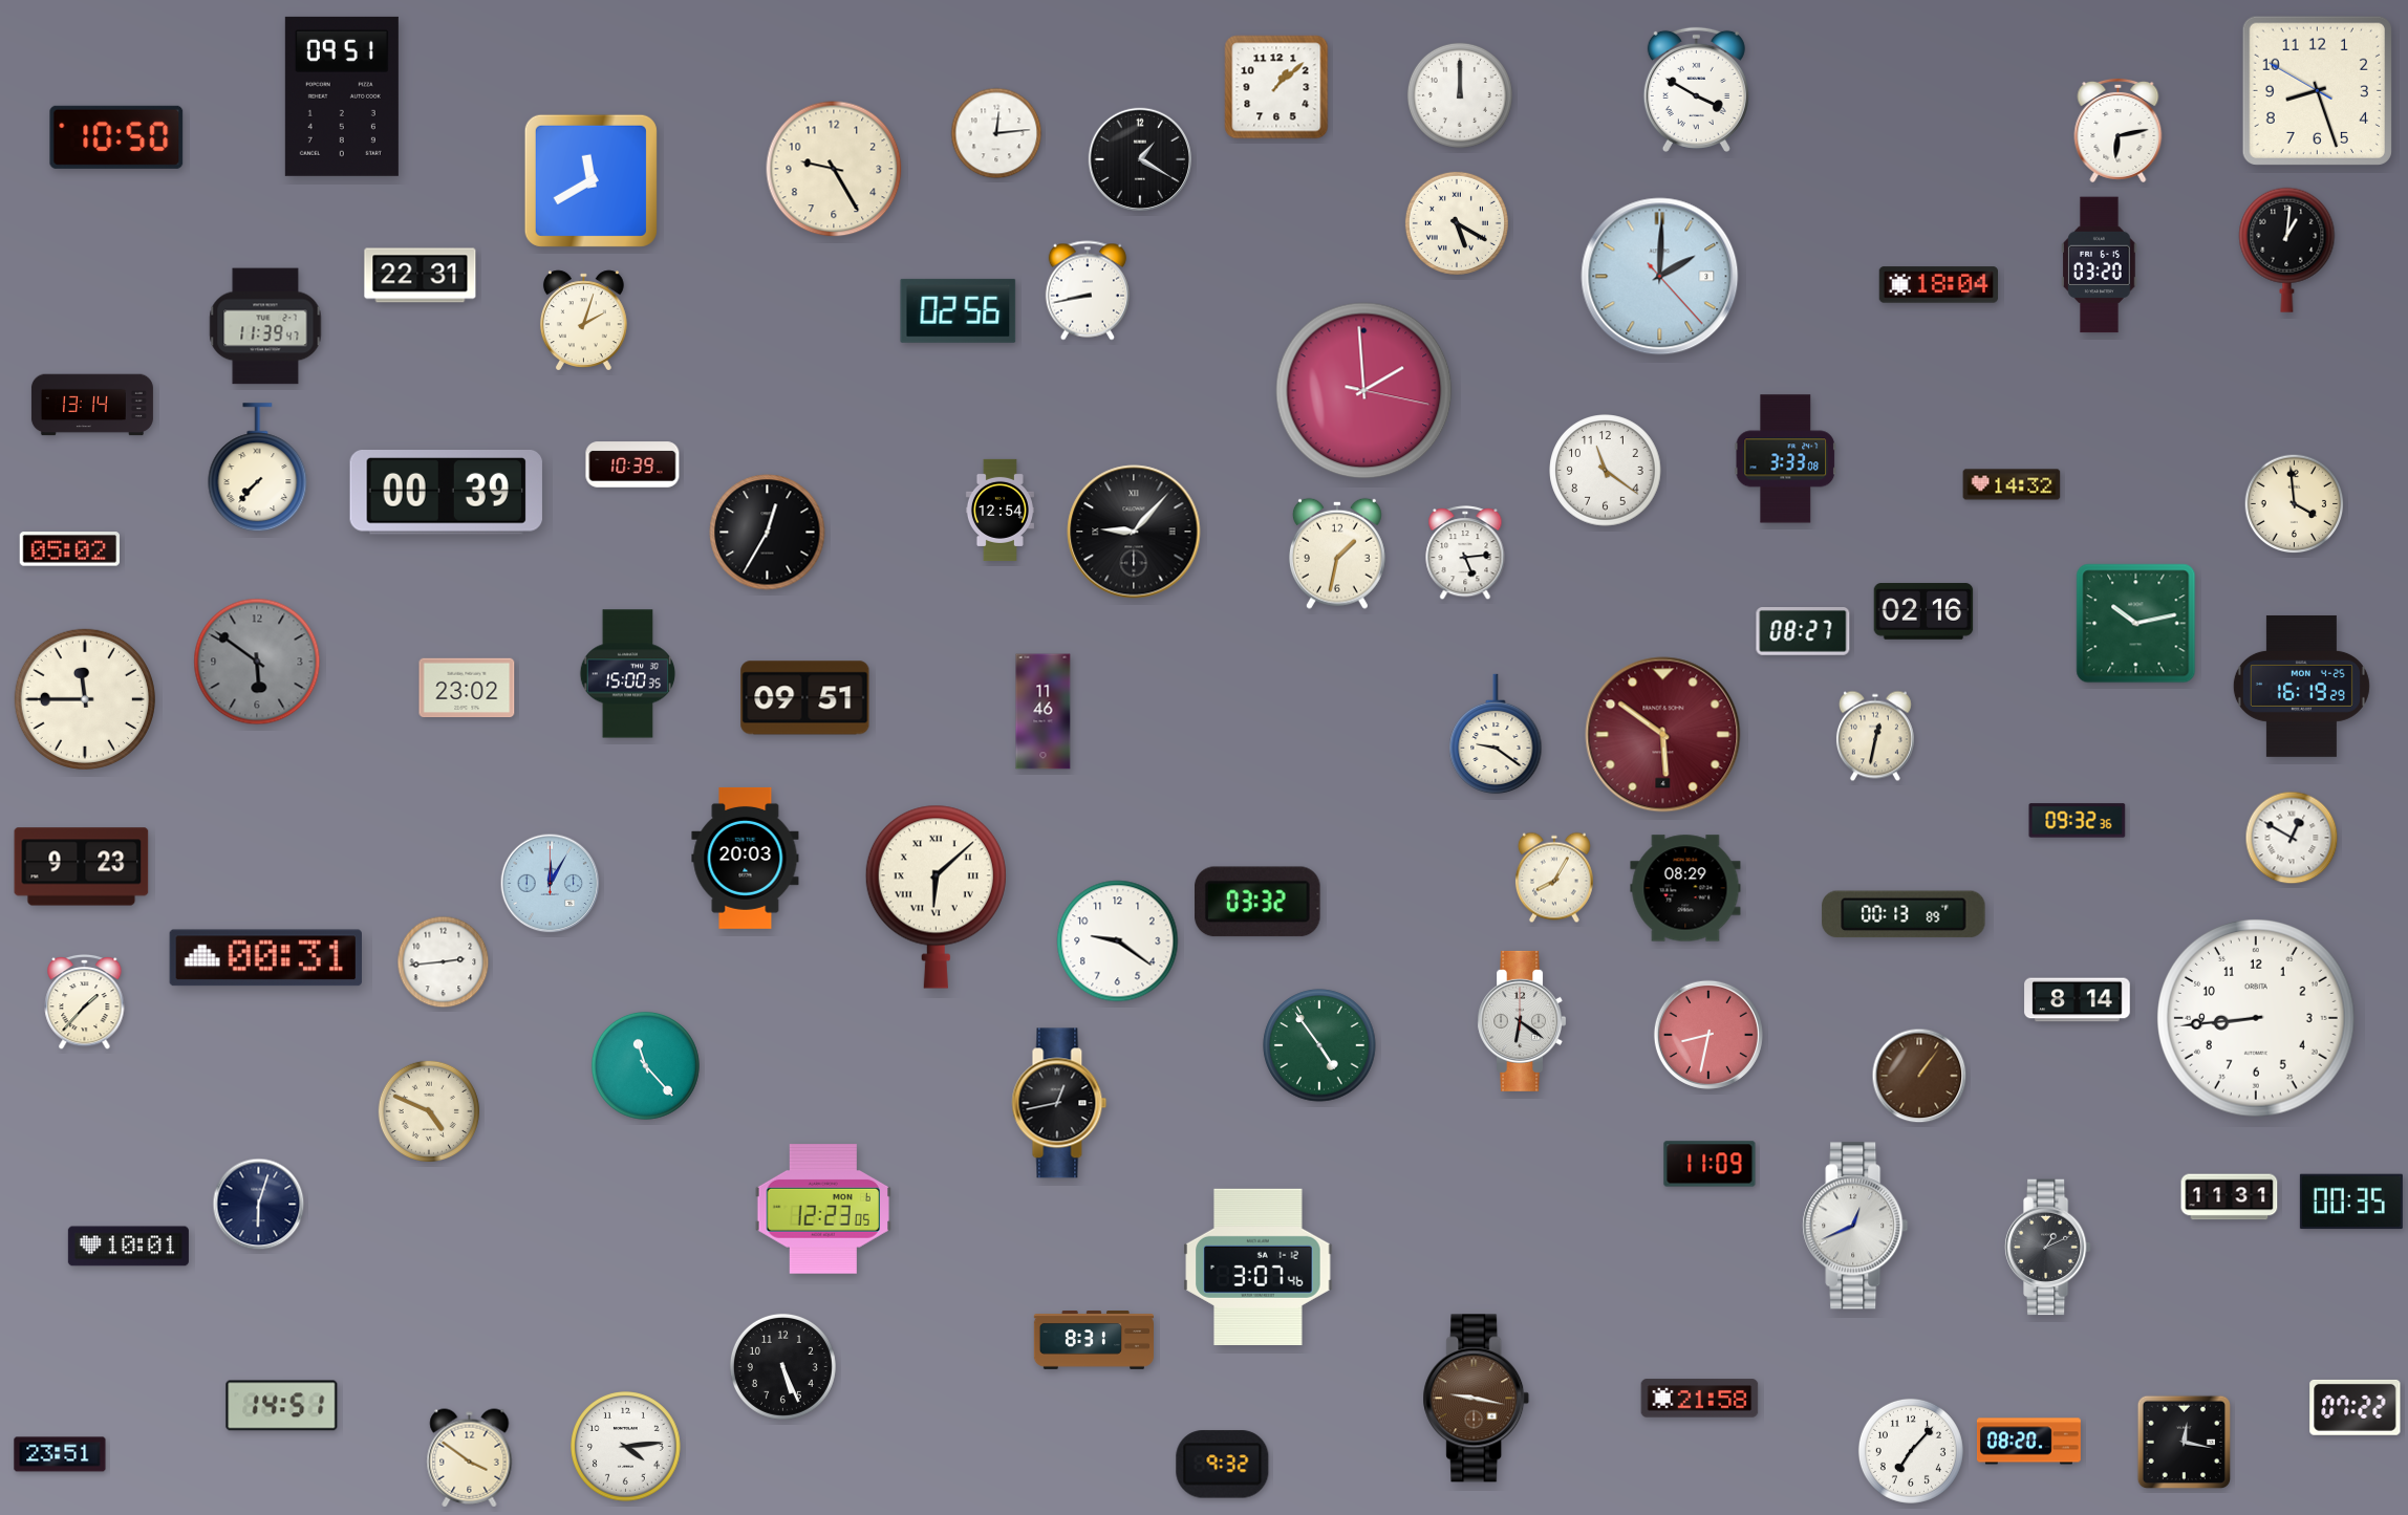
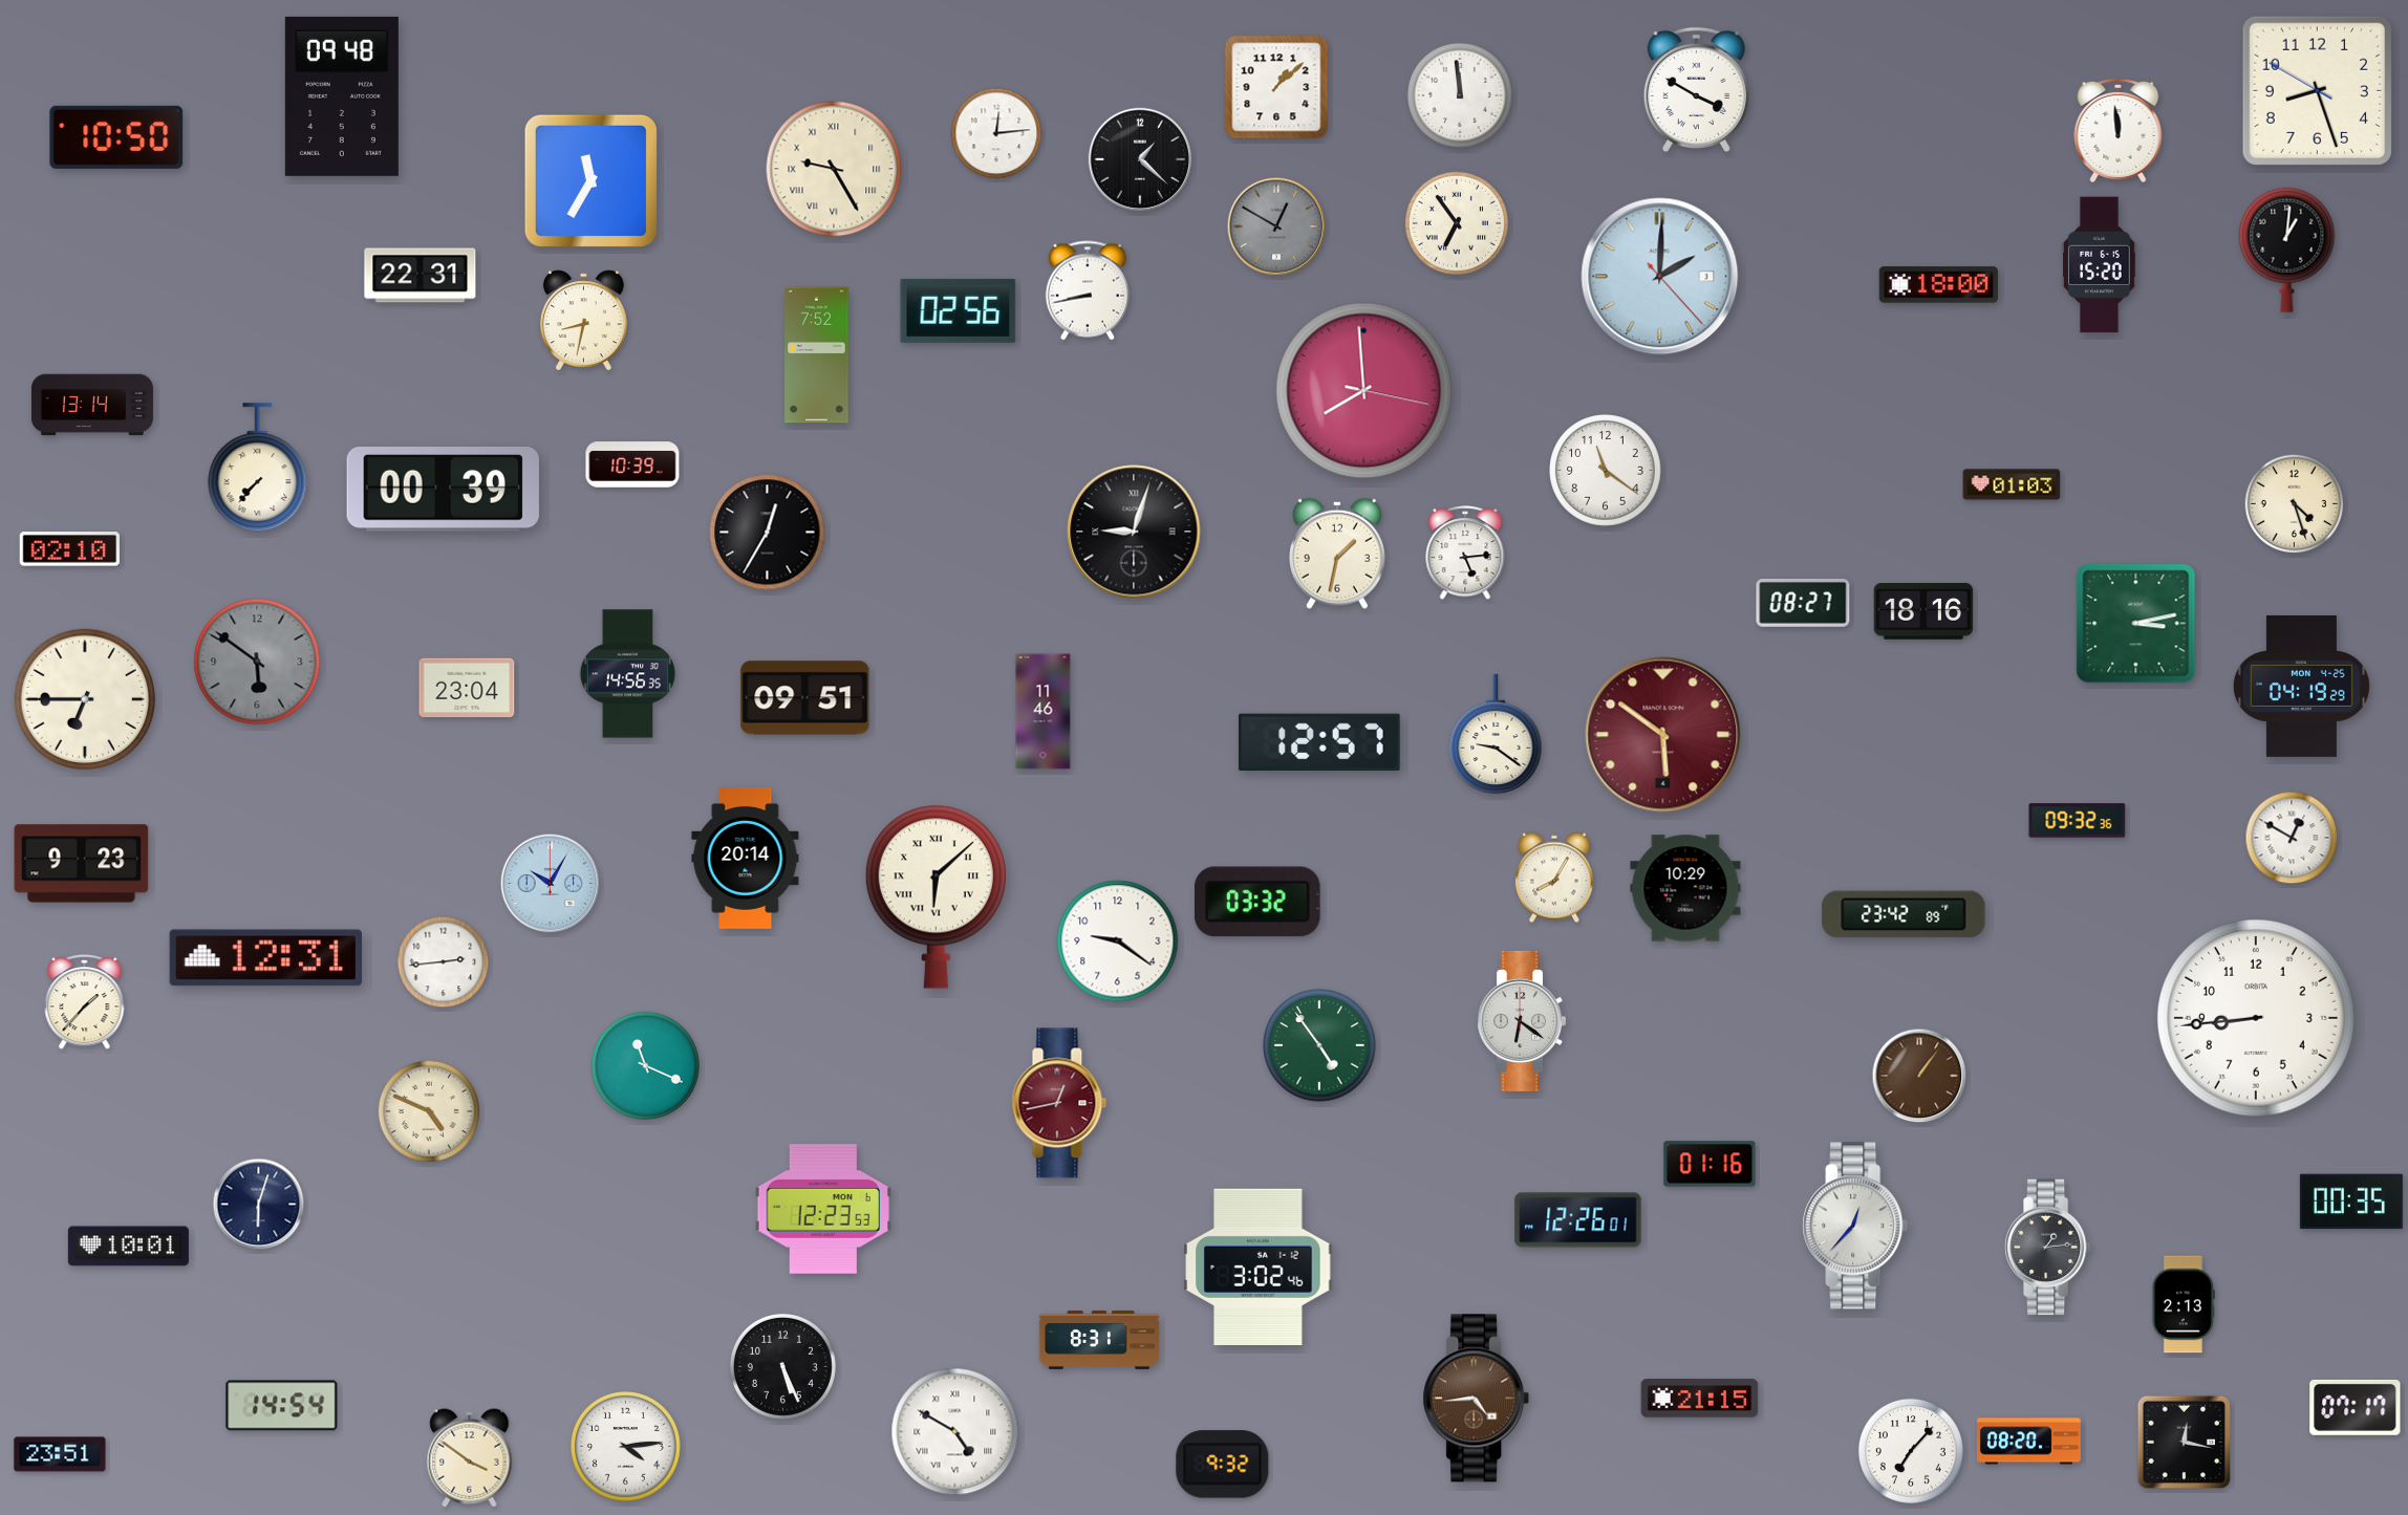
clock at (1460, 95): 12:00 -> 11:59
clock at (342, 96): 09:51 -> 09:48
clock at (2119, 130): 6:13 -> 11:59
clock at (1140, 159): 1:20 -> 1:22
clock at (834, 169) numerals: Arabic -> Roman
clock at (590, 180): 11:40 -> 11:35
clock at (1457, 223): 5:20 -> 6:54
clock at (1276, 226): none -> 12:50
clock at (2100, 265): 03:20 -> 15:20
clock at (1938, 285): 18:04 -> 18:00
clock at (583, 320): 2:03 -> 8:32
clock at (265, 326): 11:39 -> none
clock at (817, 355): none -> 7:52
clock at (1364, 391): 1:59 -> 7:59
clock at (1785, 459): 3:33 -> none
clock at (2012, 484): 14:32 -> 01:03
clock at (446, 493) position: (446, 493) -> (443, 490)
clock at (2295, 504): 3:59 -> 4:27
clock at (999, 510): 12:54 -> none
clock at (1134, 532): 9:07 -> 9:03
clock at (69, 549): 05:02 -> 02:10
clock at (1923, 611): 02:16 -> 18:16
clock at (2136, 624): 10:13 -> 3:13
clock at (1803, 632) position: (1803, 632) -> (1803, 604)
clock at (628, 674): 15:00 -> 14:56
clock at (2301, 686): 16:19 -> 04:19
clock at (467, 688): 23:02 -> 23:04
clock at (84, 698): 11:45 -> 6:45
clock at (1875, 736): 12:32 -> none
clock at (1319, 742): none -> 12:57
clock at (746, 858): 20:03 -> 20:14
clock at (82, 867) position: (82, 867) -> (82, 864)
clock at (551, 884): 12:05 -> 10:05
clock at (1685, 888): 08:29 -> 10:29
clock at (1904, 914): 00:13 -> 23:42
clock at (265, 958): 00:31 -> 12:31
clock at (2078, 1000): 8:14 -> none
clock at (1708, 1035): 8:32 -> none
clock at (645, 1065): 11:23 -> 11:19
clock at (1059, 1103) dial: black -> burgundy
clock at (1710, 1164): 11:09 -> 01:16
clock at (2230, 1197): 11:31 -> none
clock at (822, 1209): 12:23:05 -> 12:23:53
clock at (1578, 1220): none -> 12:26
clock at (1855, 1226): 12:41 -> 12:37
clock at (2047, 1248): 1:11 -> 1:14
clock at (1259, 1267): 3:07 -> 3:02
clock at (2184, 1304): none -> 2:13
clock at (1093, 1341) position: (1093, 1341) -> (1098, 1341)
clock at (1477, 1399): 9:17 -> 4:44
clock at (1700, 1399): 21:58 -> 21:15
clock at (282, 1406): 14:51 -> 14:54
clock at (2356, 1407): 07:22 -> 07:17
clock at (955, 1432): none -> 4:50
